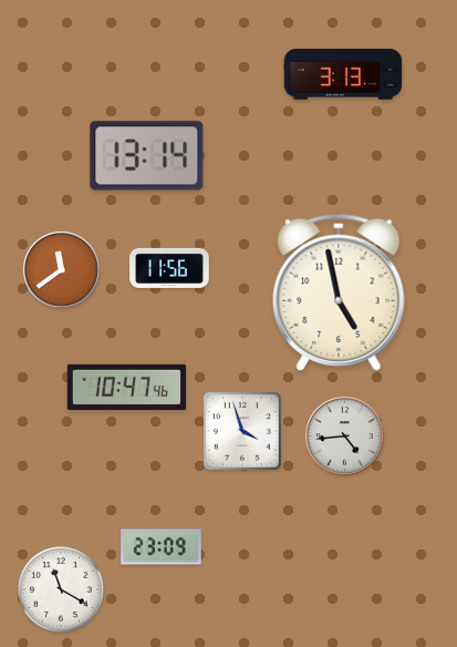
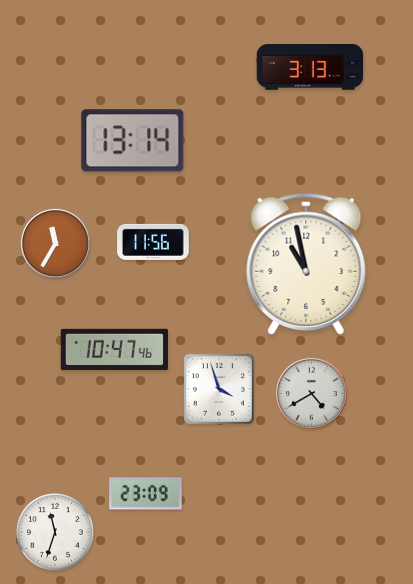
clock at (61, 269): 11:39 -> 11:35
clock at (339, 292): 4:58 -> 10:58
clock at (344, 435): 4:44 -> 4:40
clock at (61, 589): 11:20 -> 11:33
